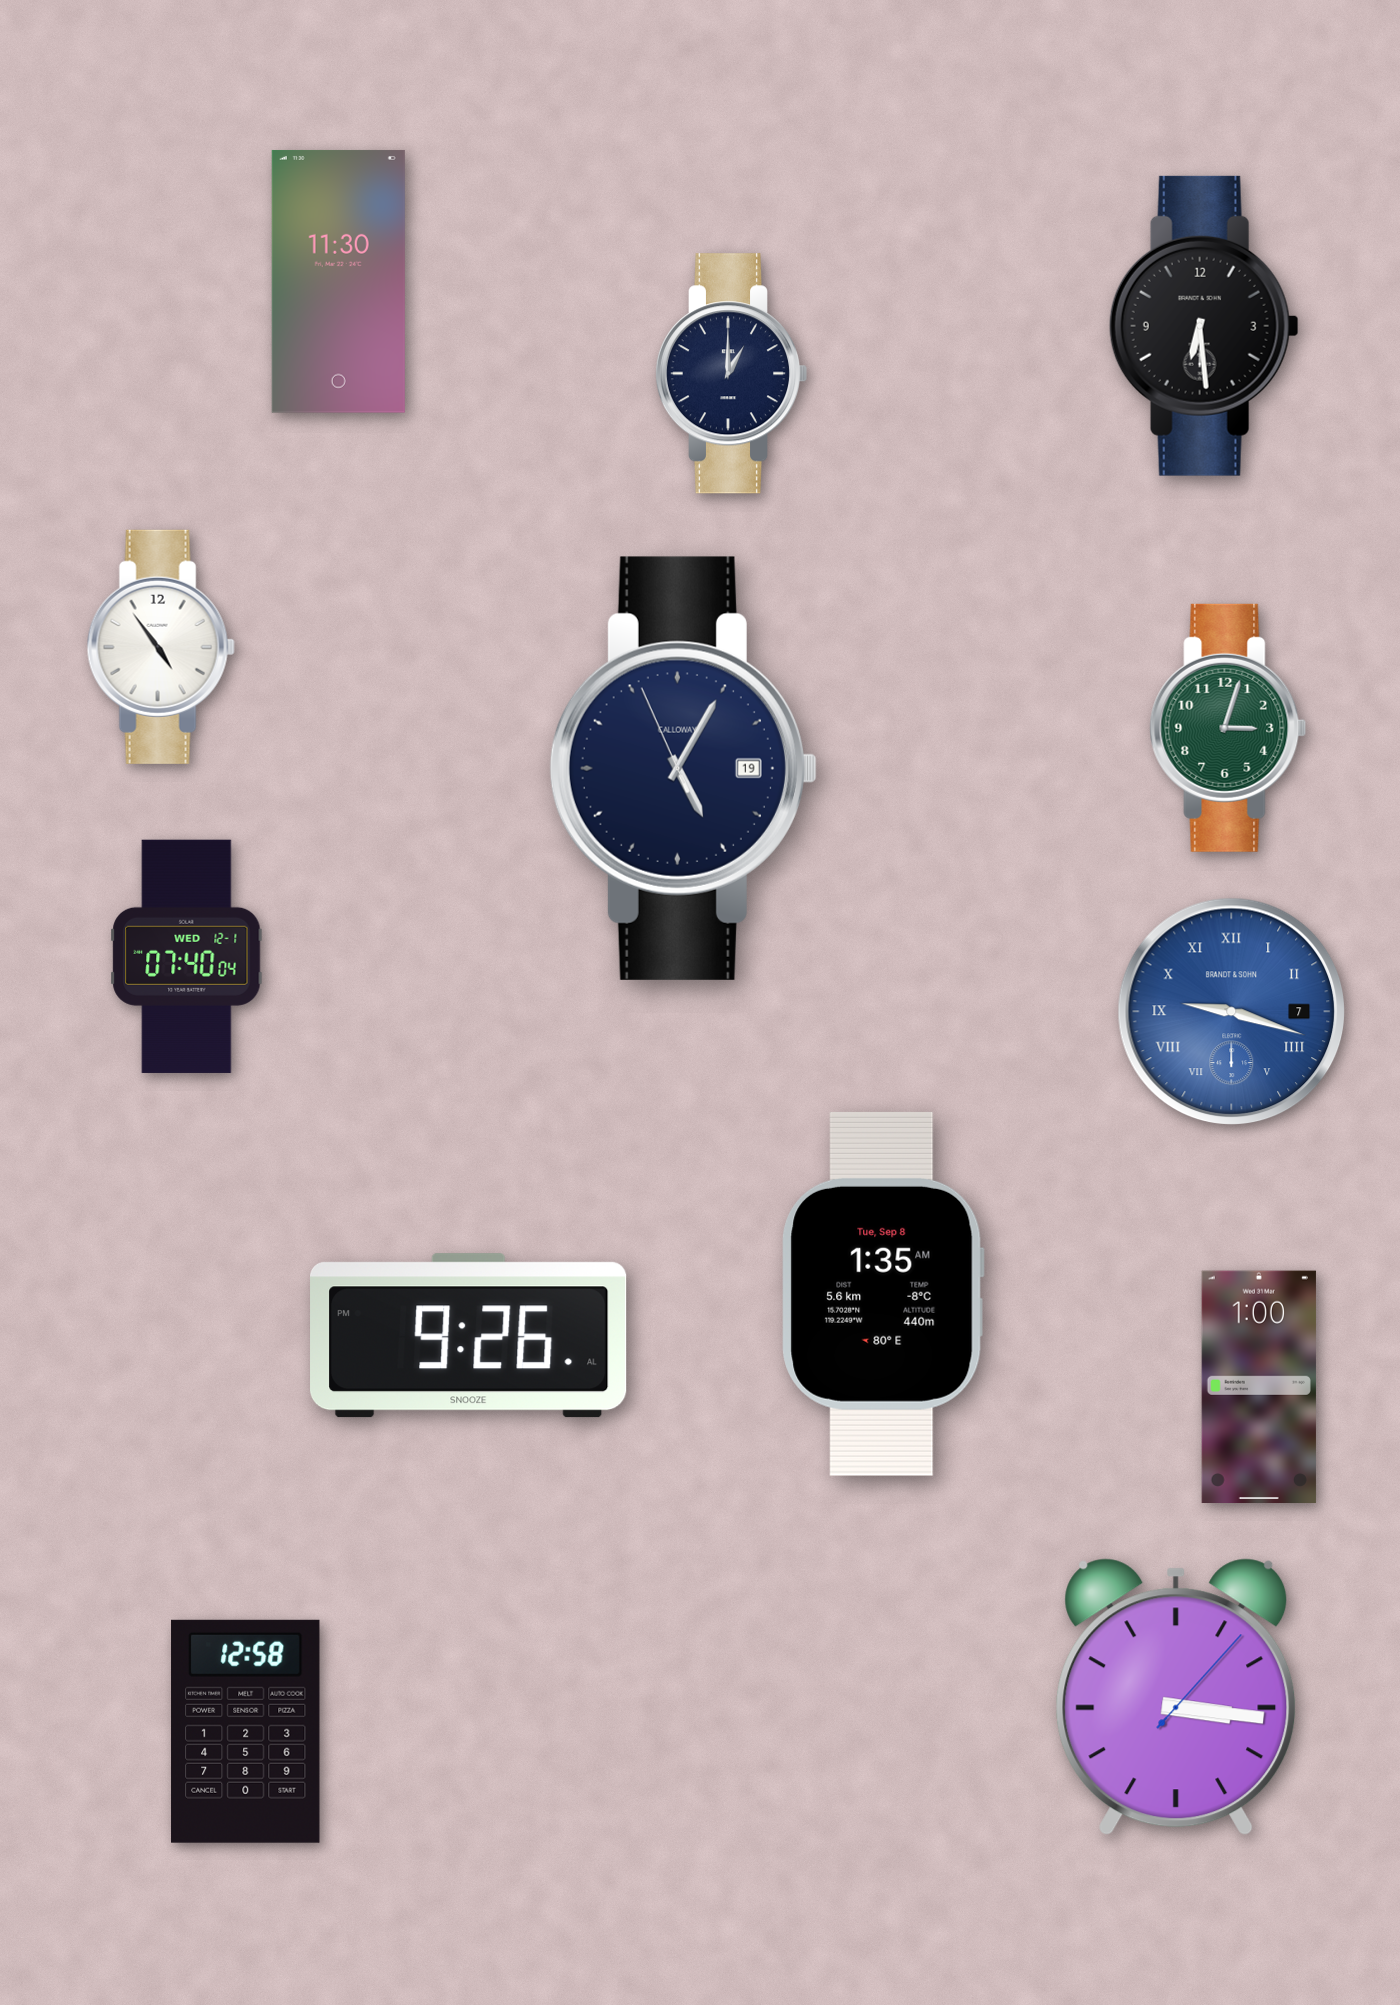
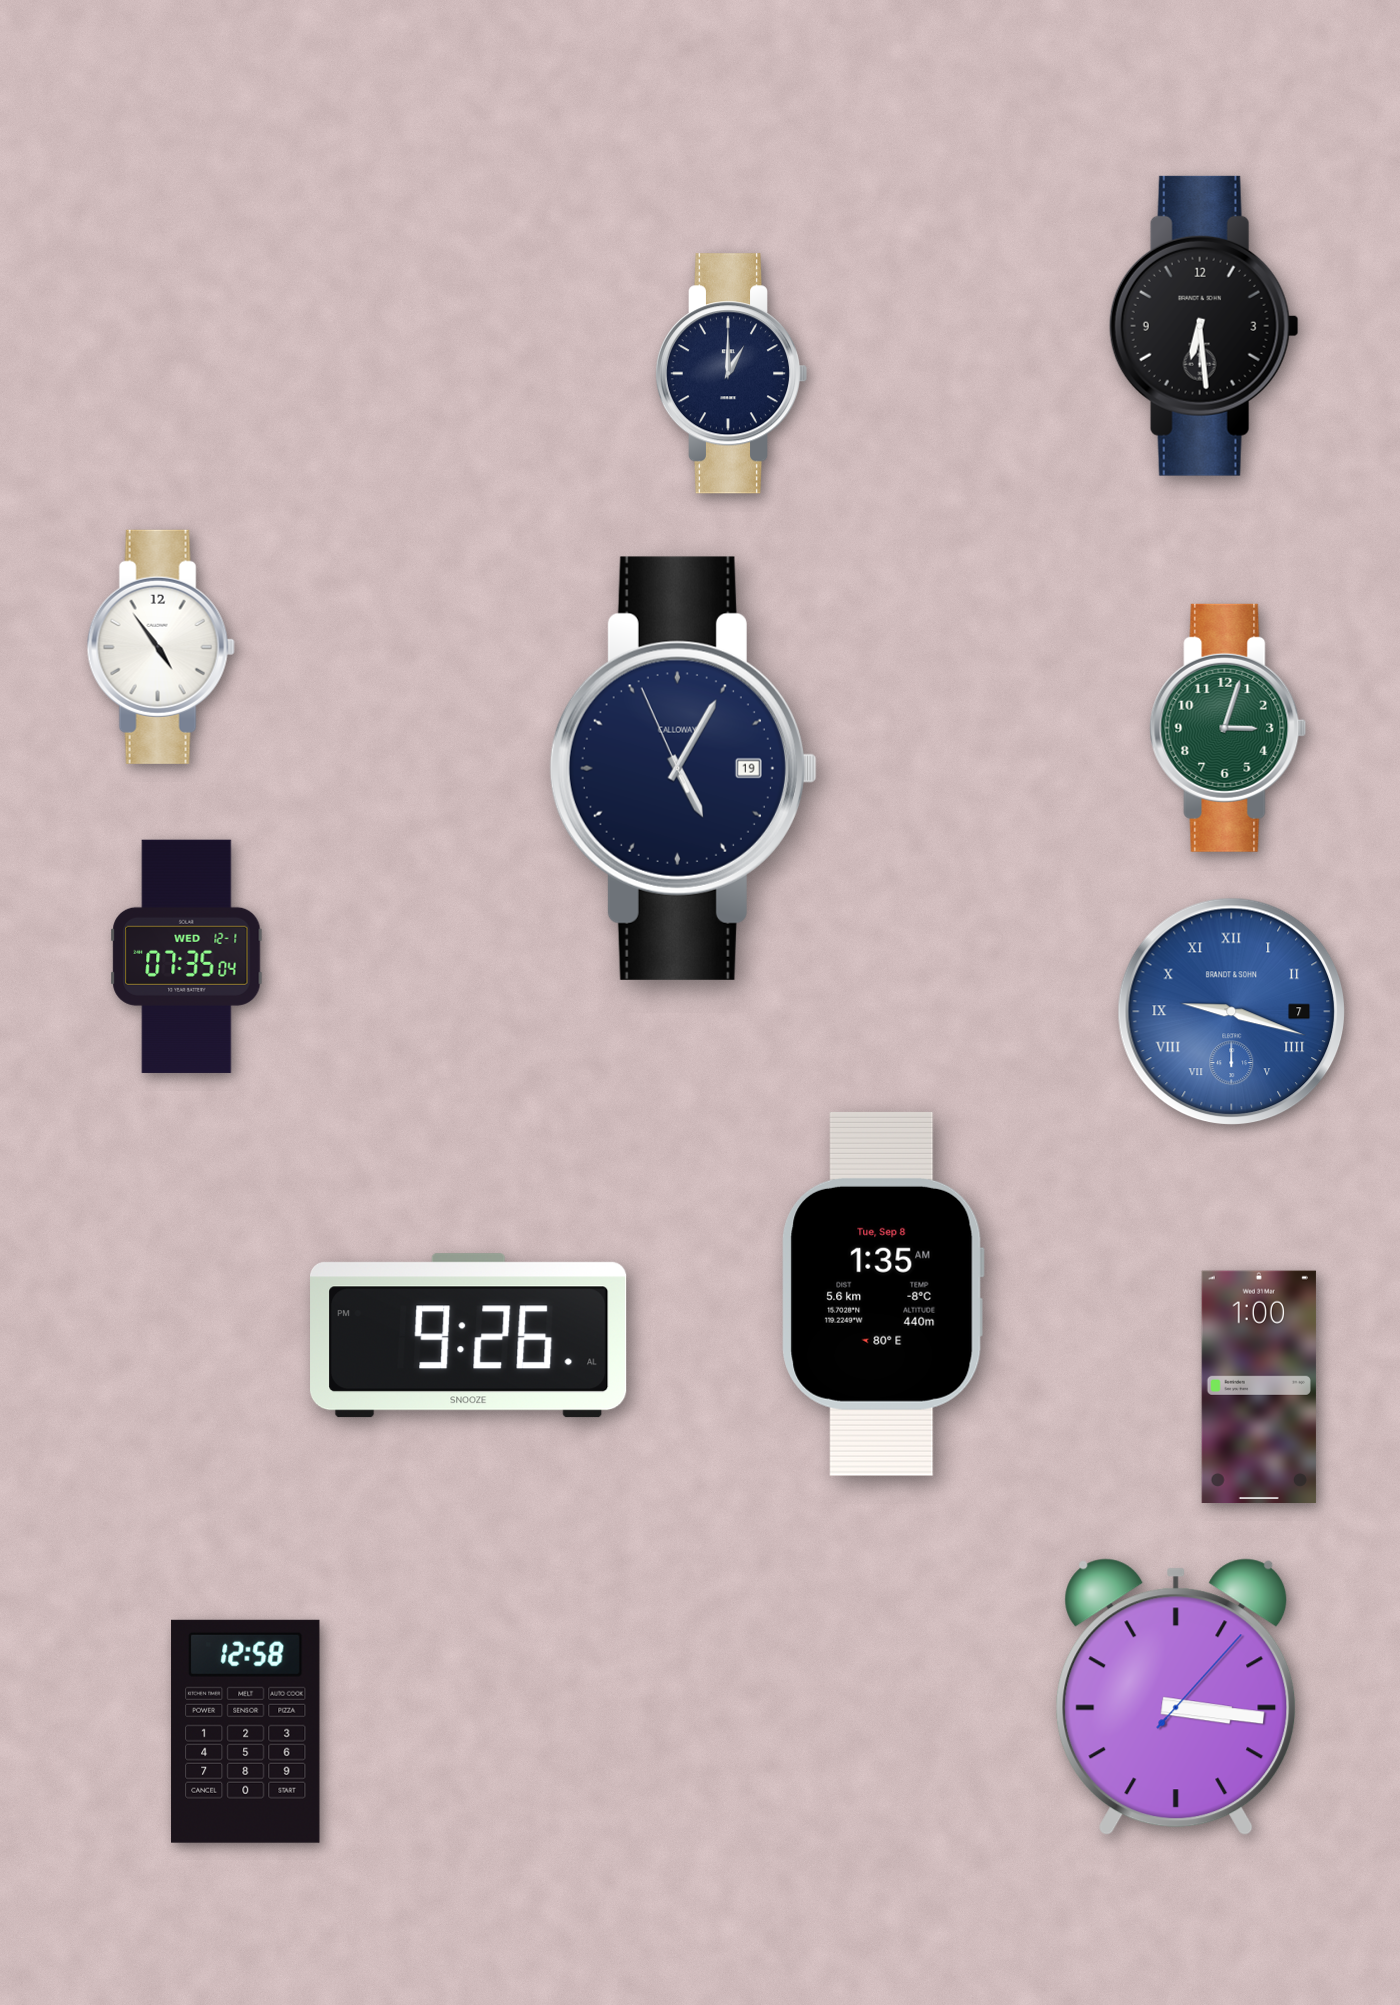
clock at (338, 281): 11:30 -> none
clock at (187, 956): 07:40 -> 07:35
